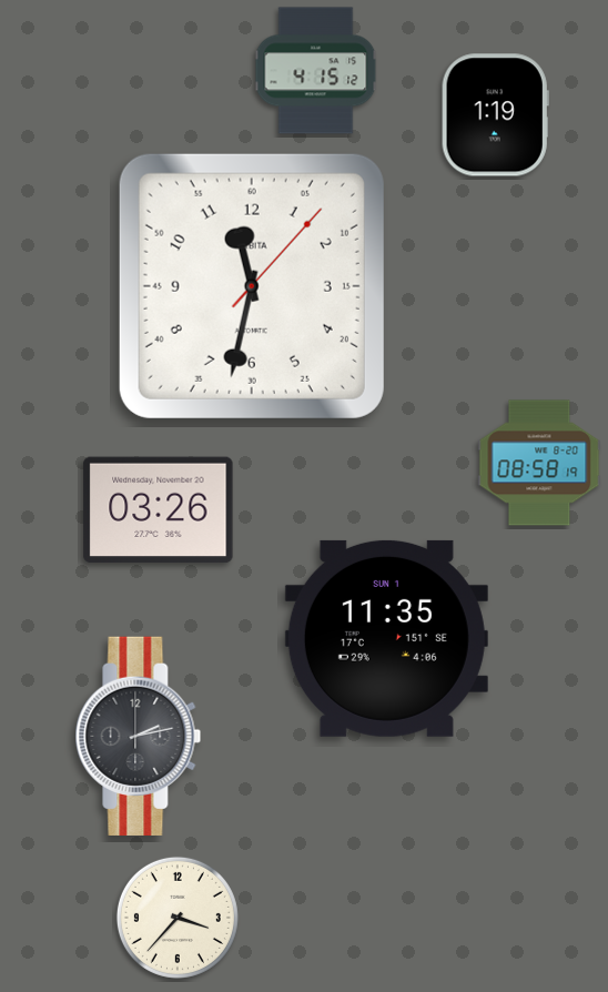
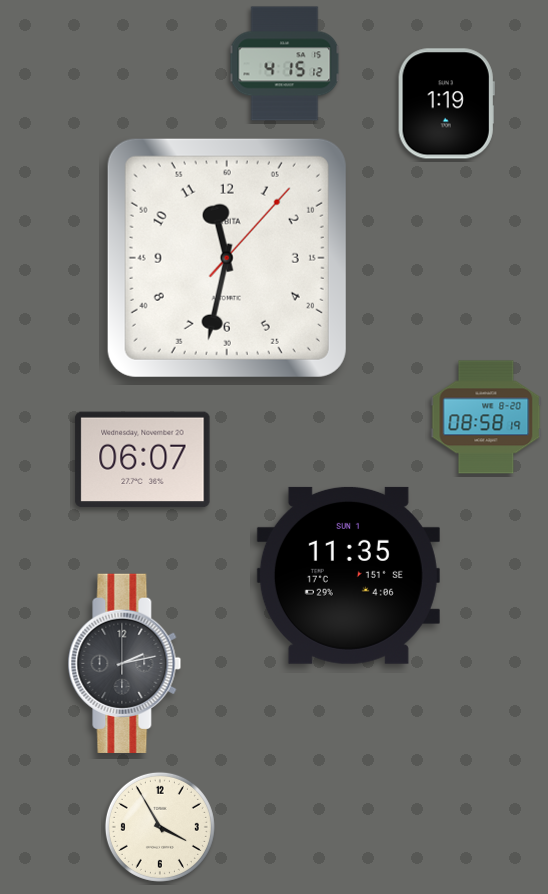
clock at (159, 510): 03:26 -> 06:07
clock at (178, 918): 3:37 -> 3:55
